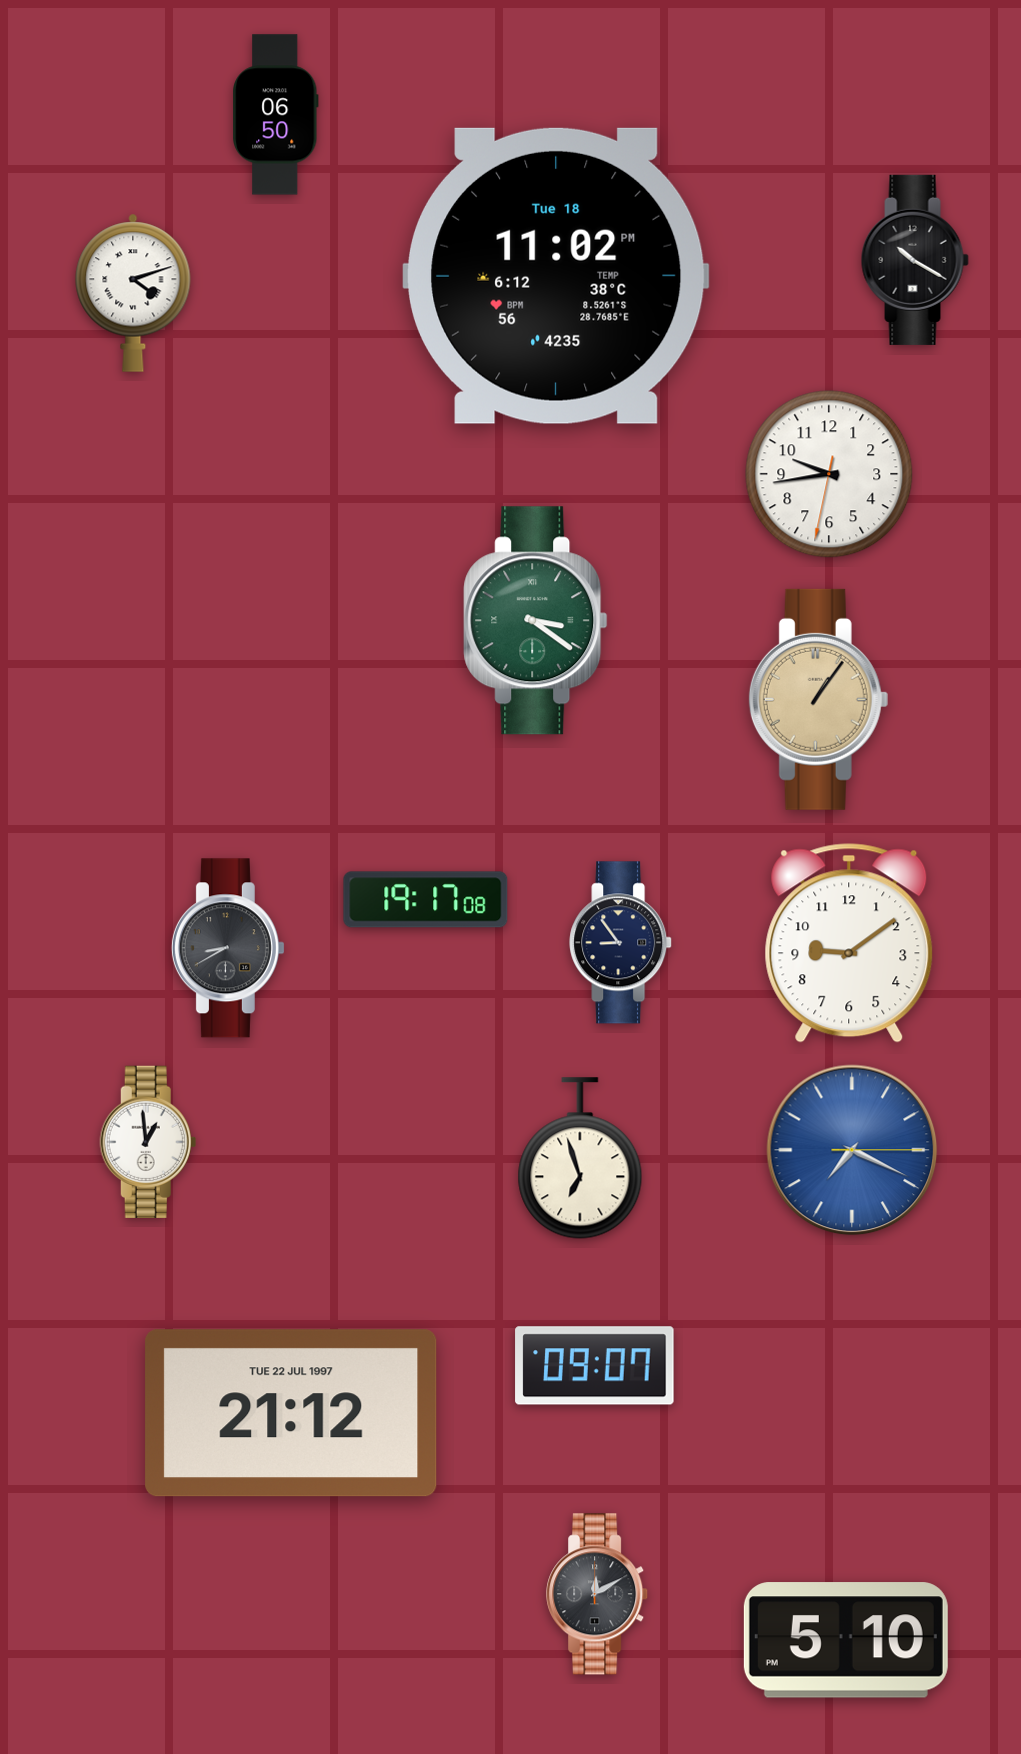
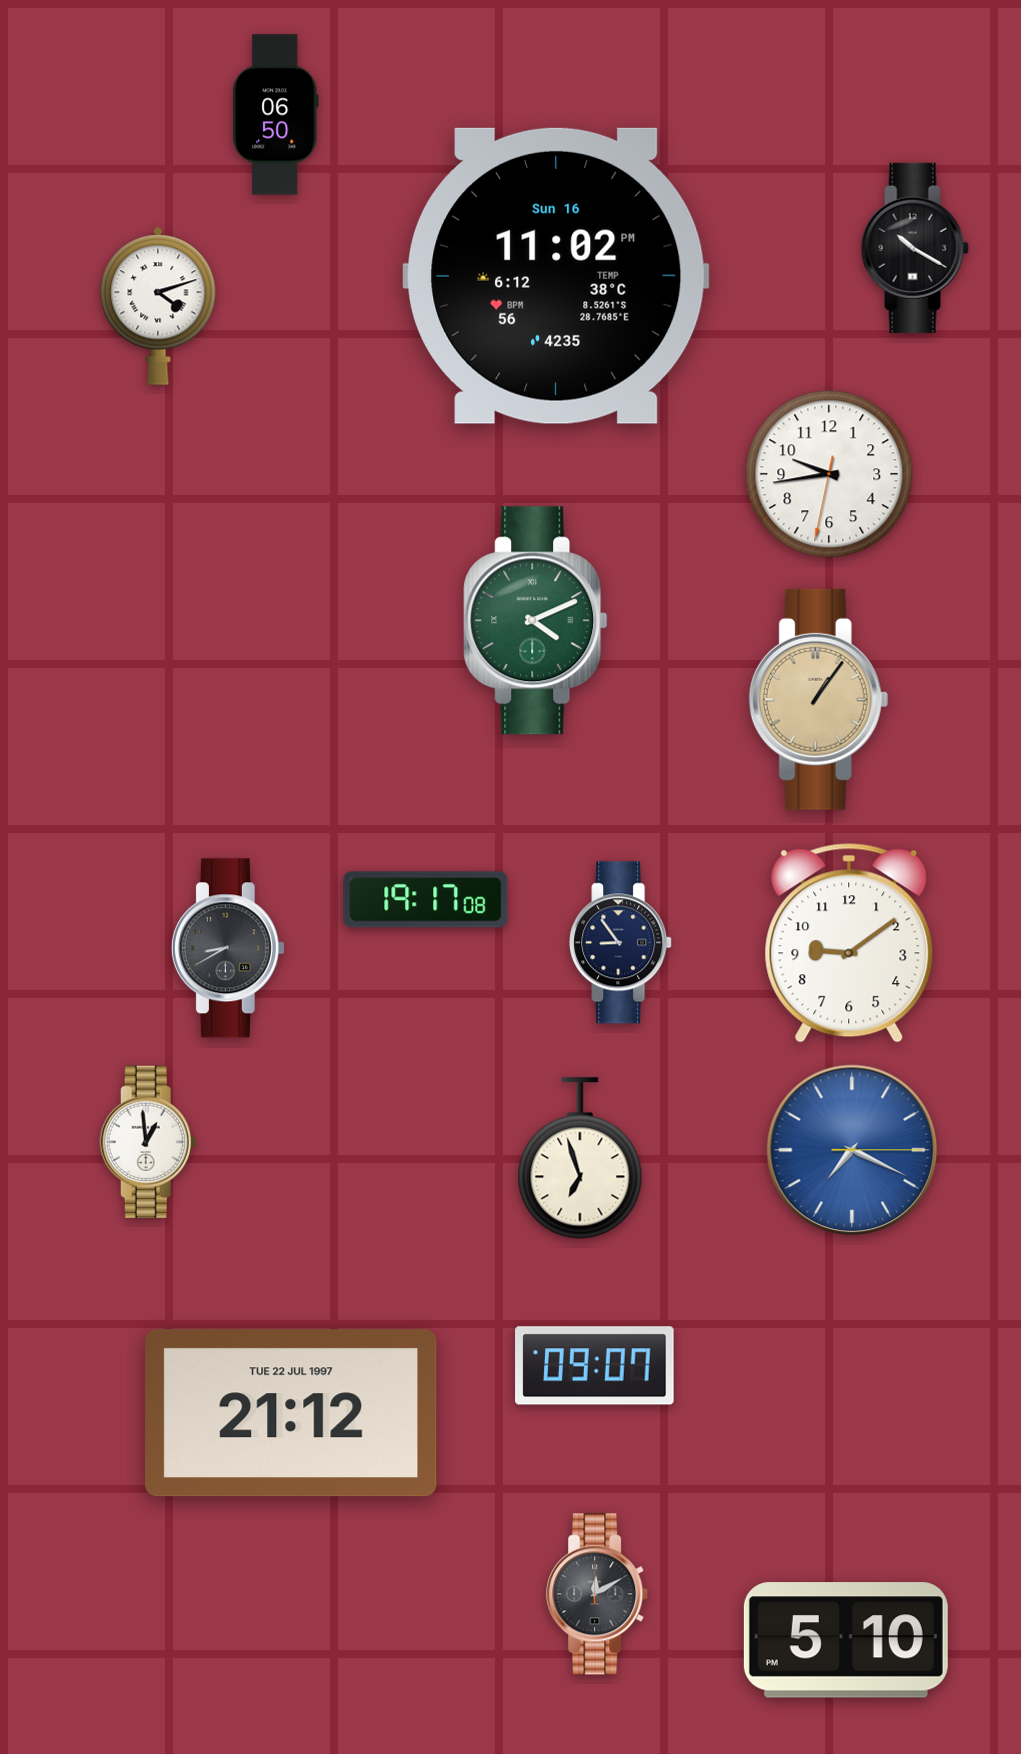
clock at (915, 260) position: (915, 260) -> (915, 248)
clock at (556, 276) date: Tue 18 -> Sun 16
clock at (133, 293) position: (133, 293) -> (158, 306)
clock at (536, 621): 3:21 -> 4:11
